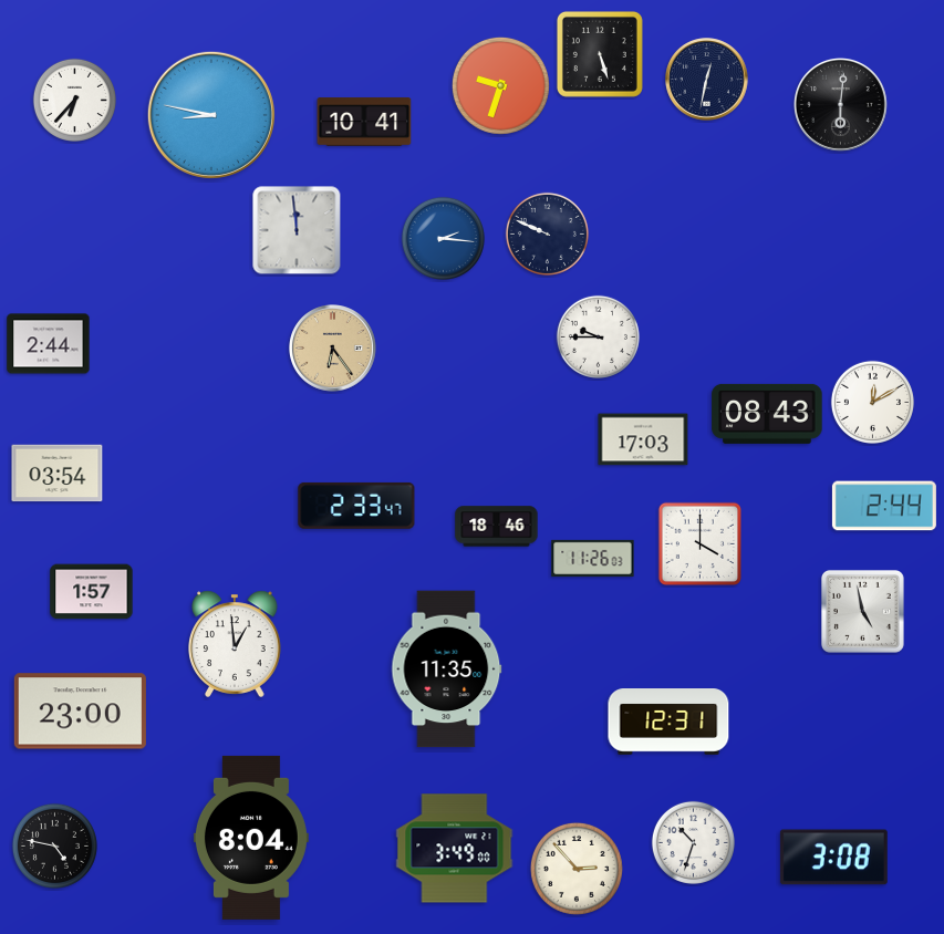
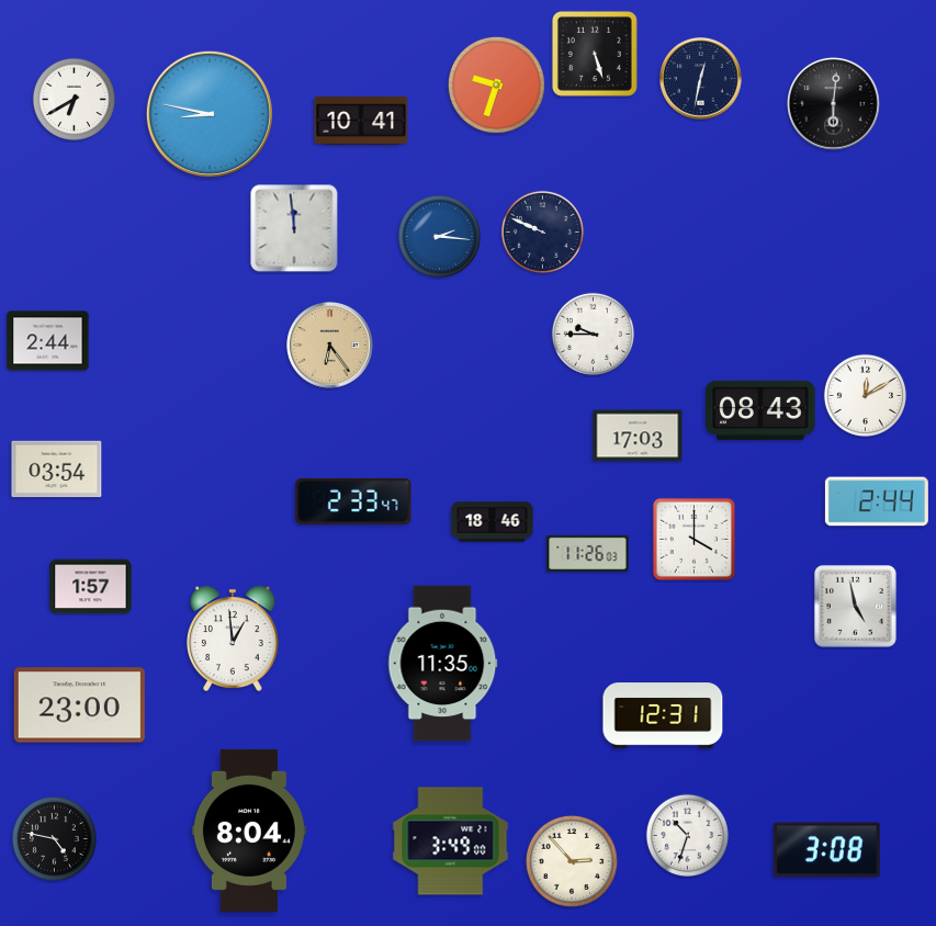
clock at (74, 100): 6:37 -> 6:40
clock at (872, 402) position: (872, 402) -> (865, 395)
